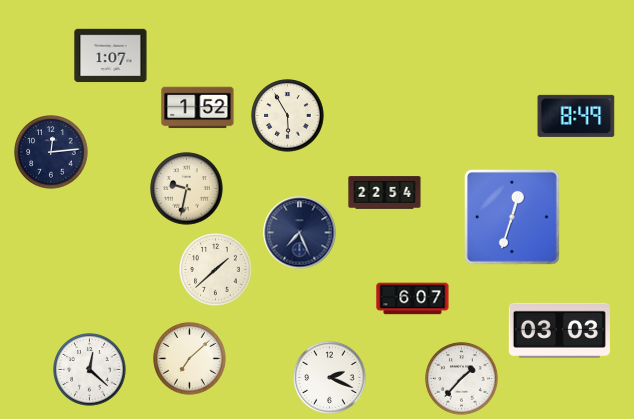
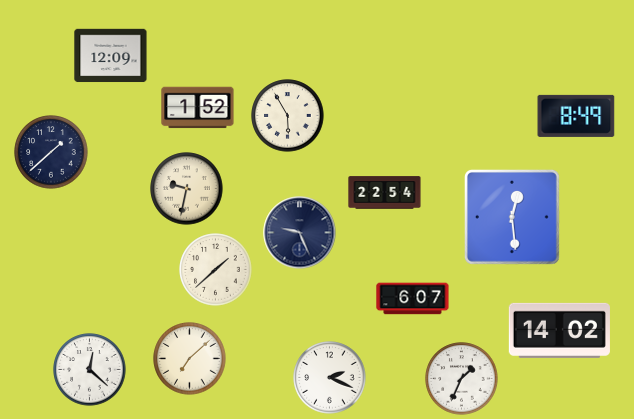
clock at (111, 56): 1:07 -> 12:09
clock at (51, 152): 12:14 -> 1:38
clock at (512, 217): 12:33 -> 12:29
clock at (300, 233): 7:26 -> 9:26
clock at (559, 330): 03:03 -> 14:02
clock at (462, 379): 1:37 -> 1:34
